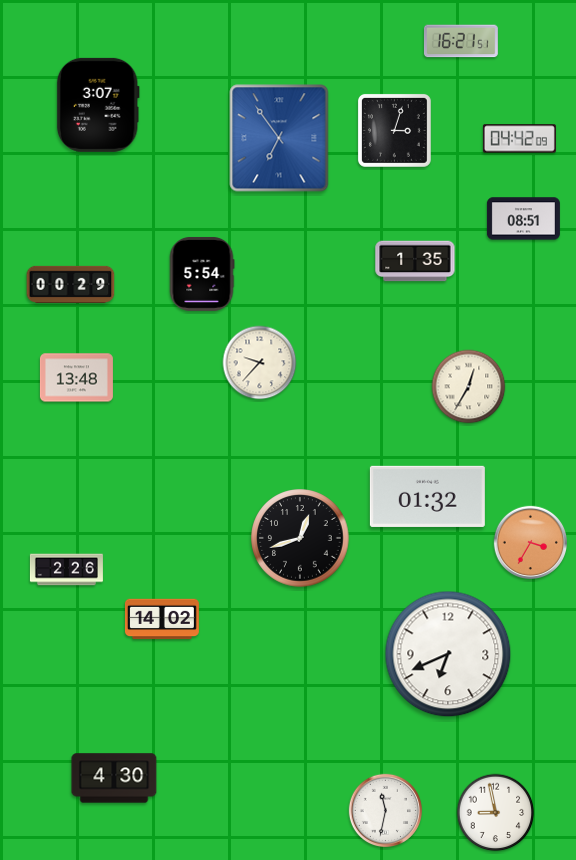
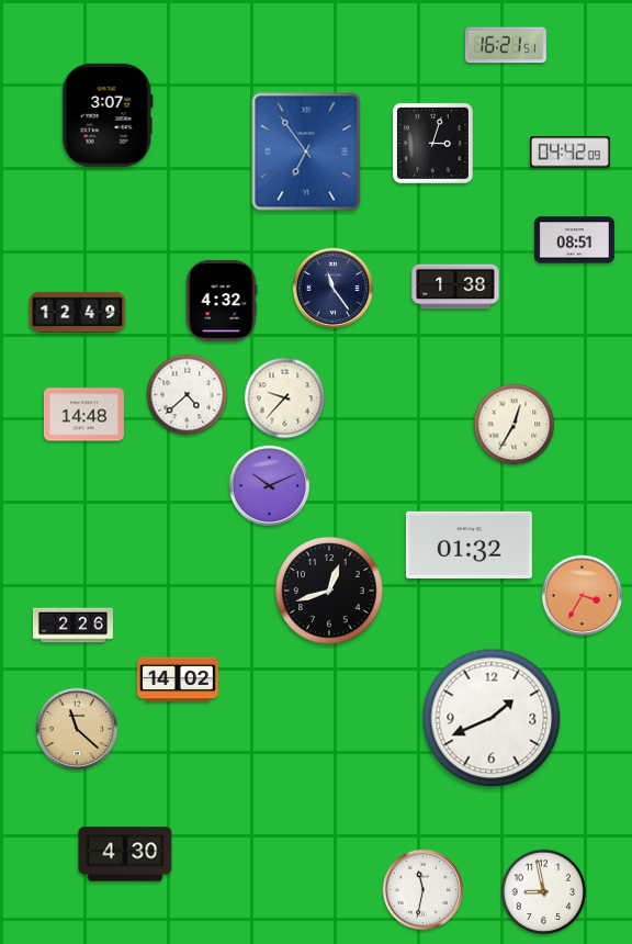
clock at (415, 261): 1:35 -> 1:38
clock at (332, 288): none -> 11:24
clock at (202, 274): 5:54 -> 4:32
clock at (71, 284): 00:29 -> 12:49
clock at (188, 395): none -> 4:38
clock at (76, 378): 13:48 -> 14:48
clock at (269, 485): none -> 10:11
clock at (448, 654): 6:41 -> 1:41
clock at (76, 728): none -> 11:22
